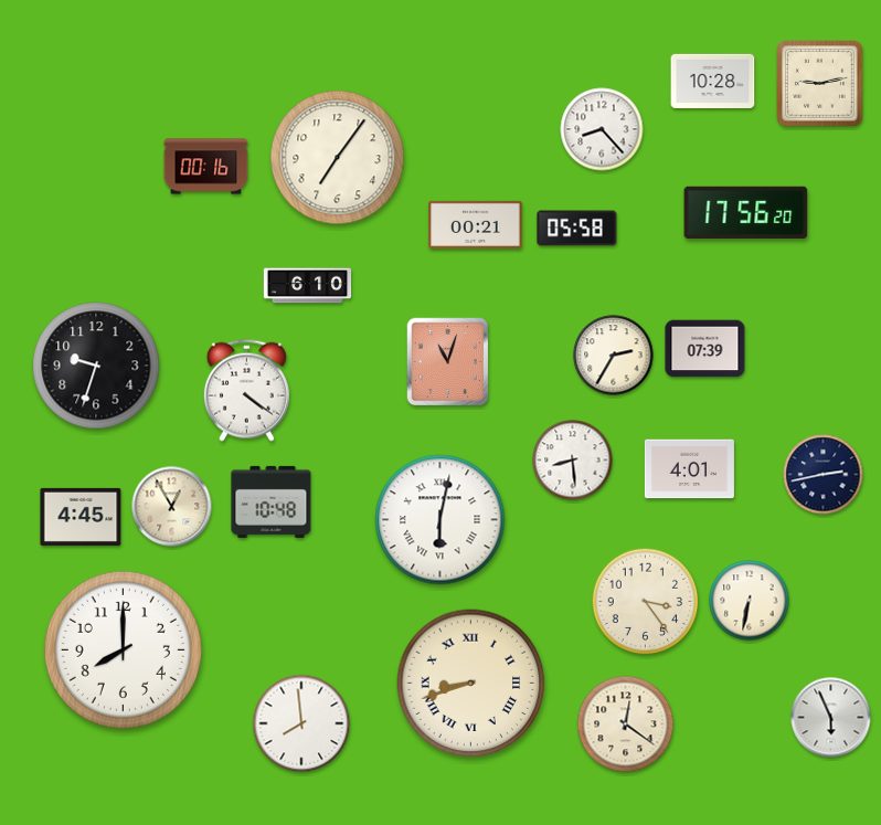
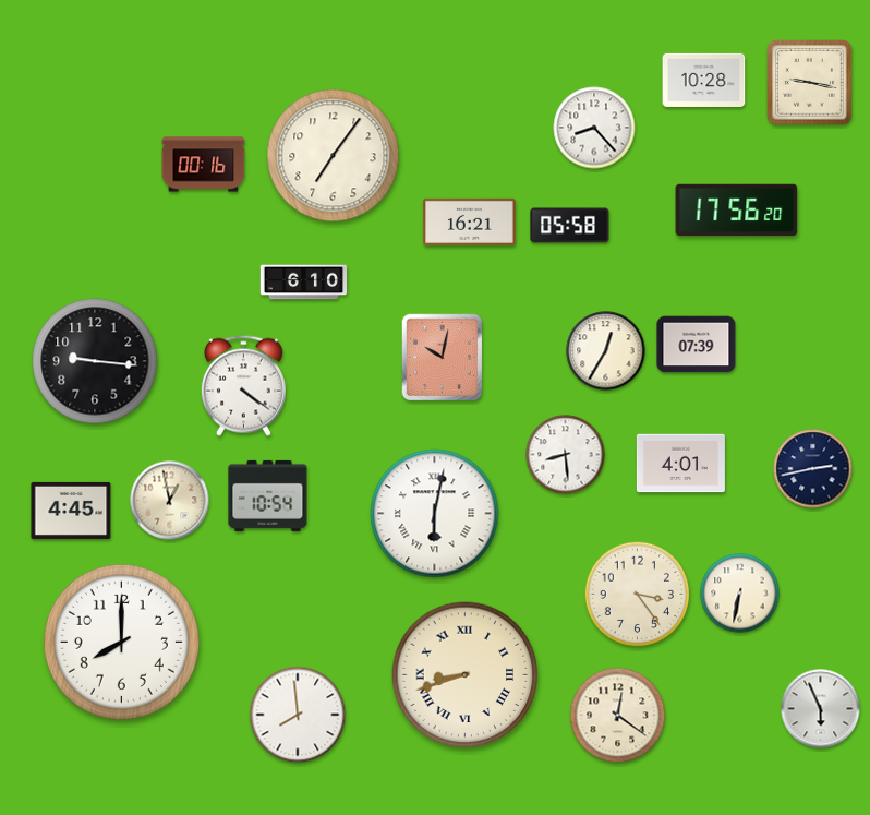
clock at (820, 84): 9:13 -> 9:17
clock at (476, 224): 00:21 -> 16:21
clock at (614, 356): 2:35 -> 12:35
clock at (448, 362): 11:03 -> 10:02
clock at (96, 366): 9:33 -> 9:16
clock at (272, 501): 10:48 -> 10:54
clock at (172, 507): 12:55 -> 12:58
clock at (81, 517) position: (81, 517) -> (71, 511)
